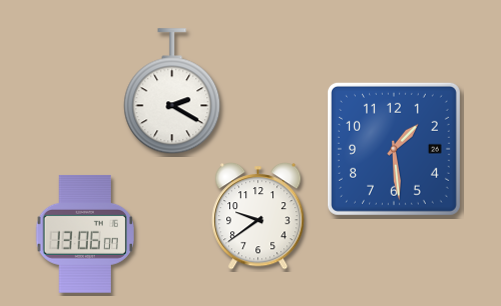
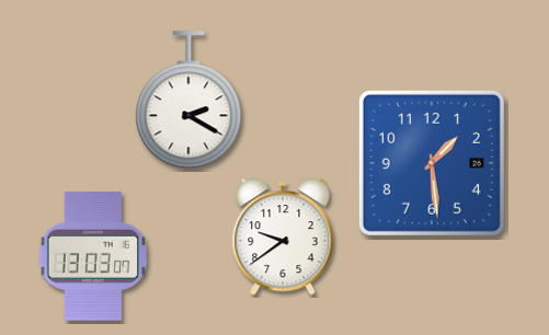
clock at (85, 234): 13:06 -> 13:03
